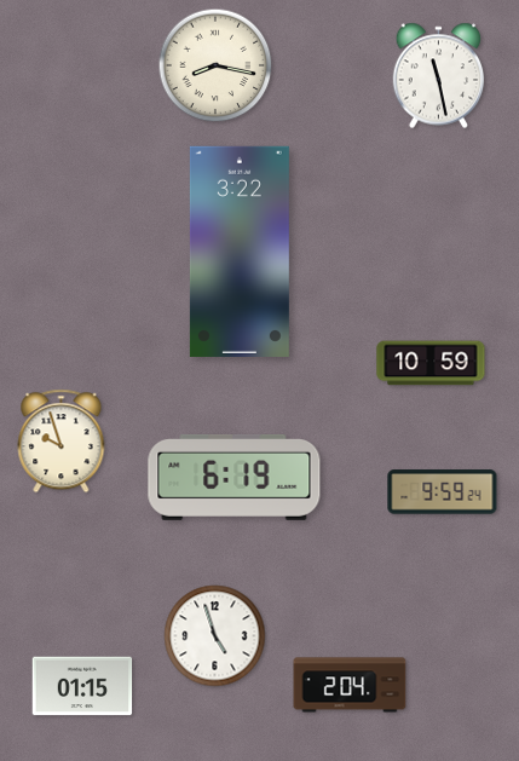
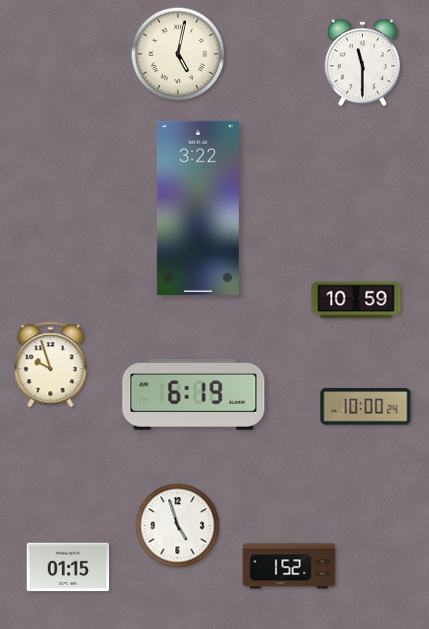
clock at (215, 65): 8:17 -> 5:02
clock at (439, 76): 11:28 -> 11:30
clock at (443, 492): 9:59 -> 10:00
clock at (350, 685): 2:04 -> 1:52
